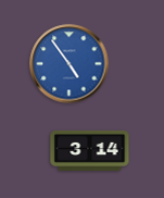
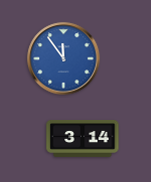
clock at (70, 64): 4:54 -> 11:54
